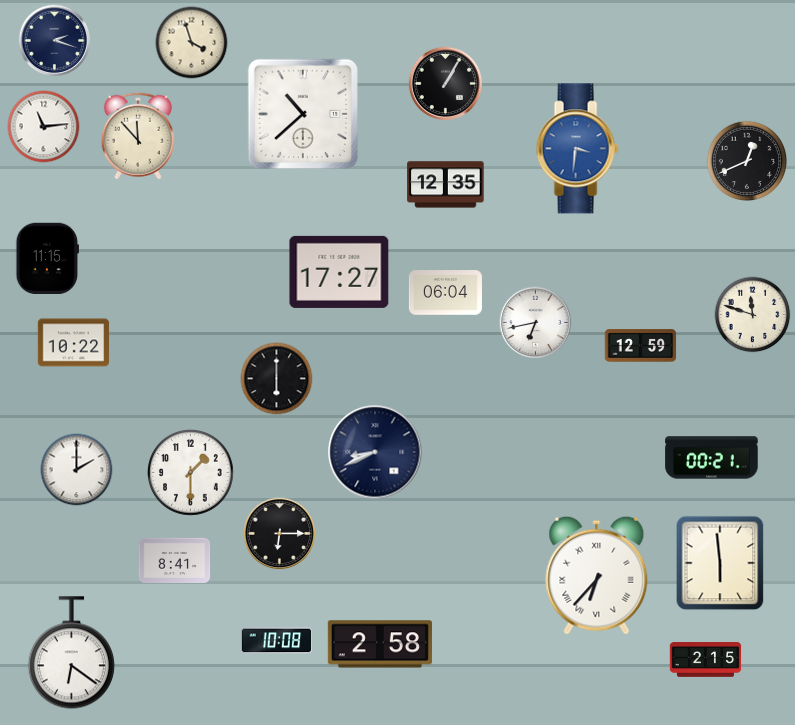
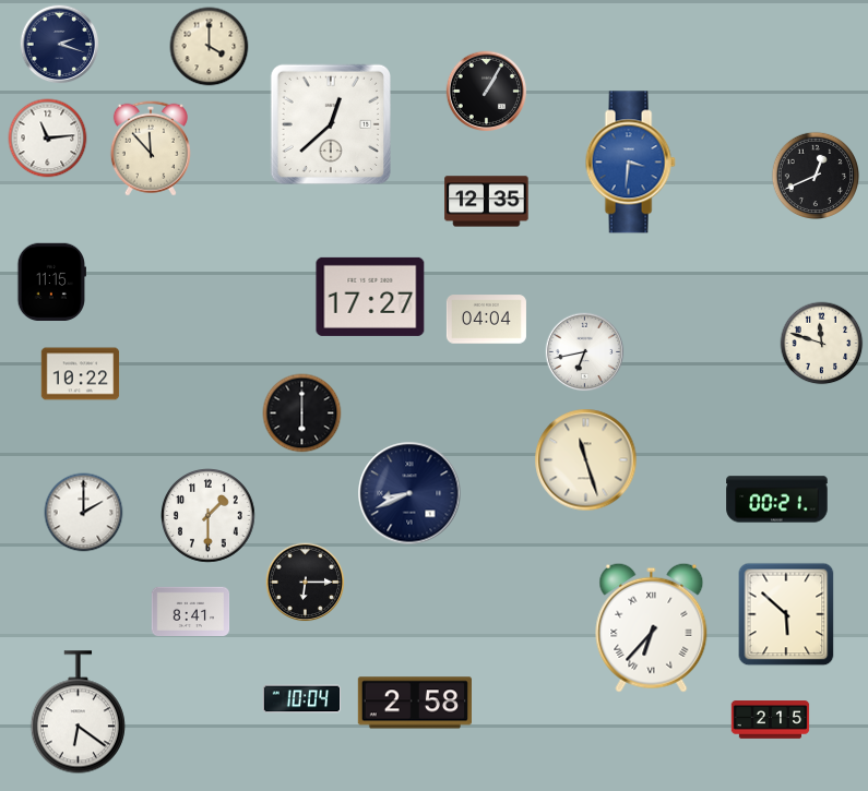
clock at (192, 43): 3:57 -> 4:00
clock at (302, 113): 10:38 -> 12:38
clock at (445, 293): 06:04 -> 04:04
clock at (641, 346): 12:59 -> none
clock at (586, 460): none -> 11:27
clock at (720, 563): 5:59 -> 5:52
clock at (277, 641): 10:08 -> 10:04
